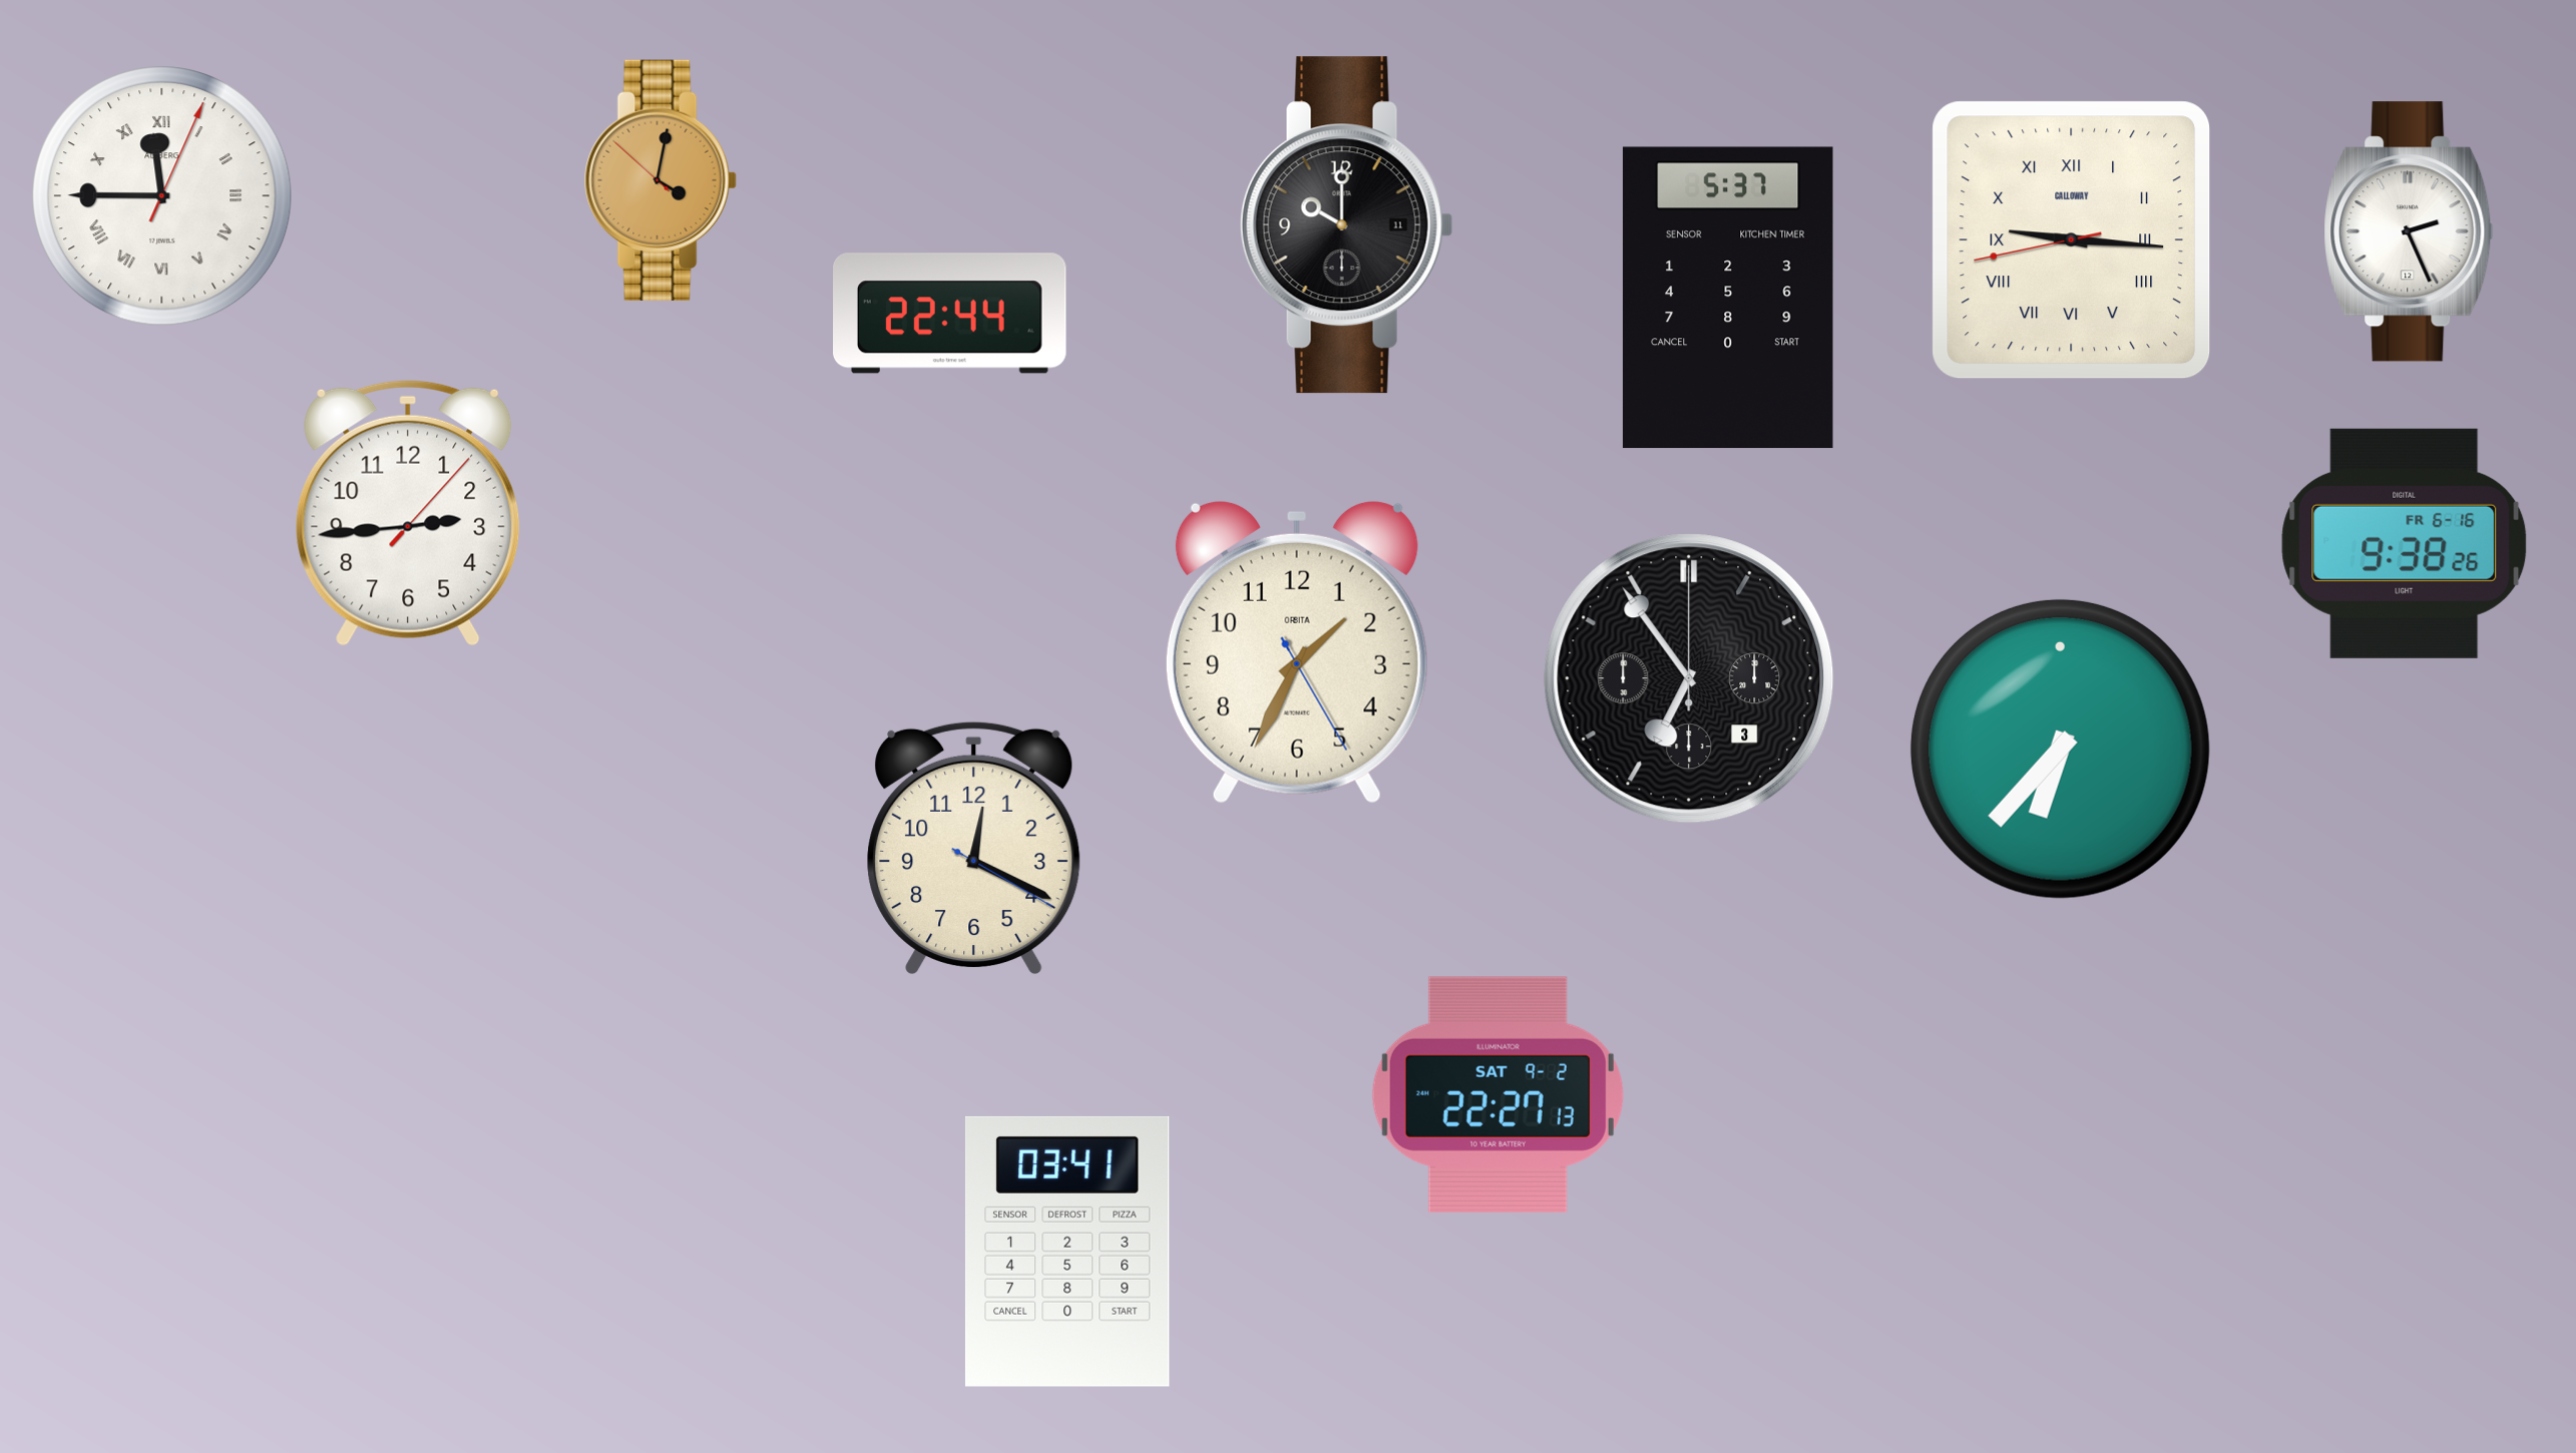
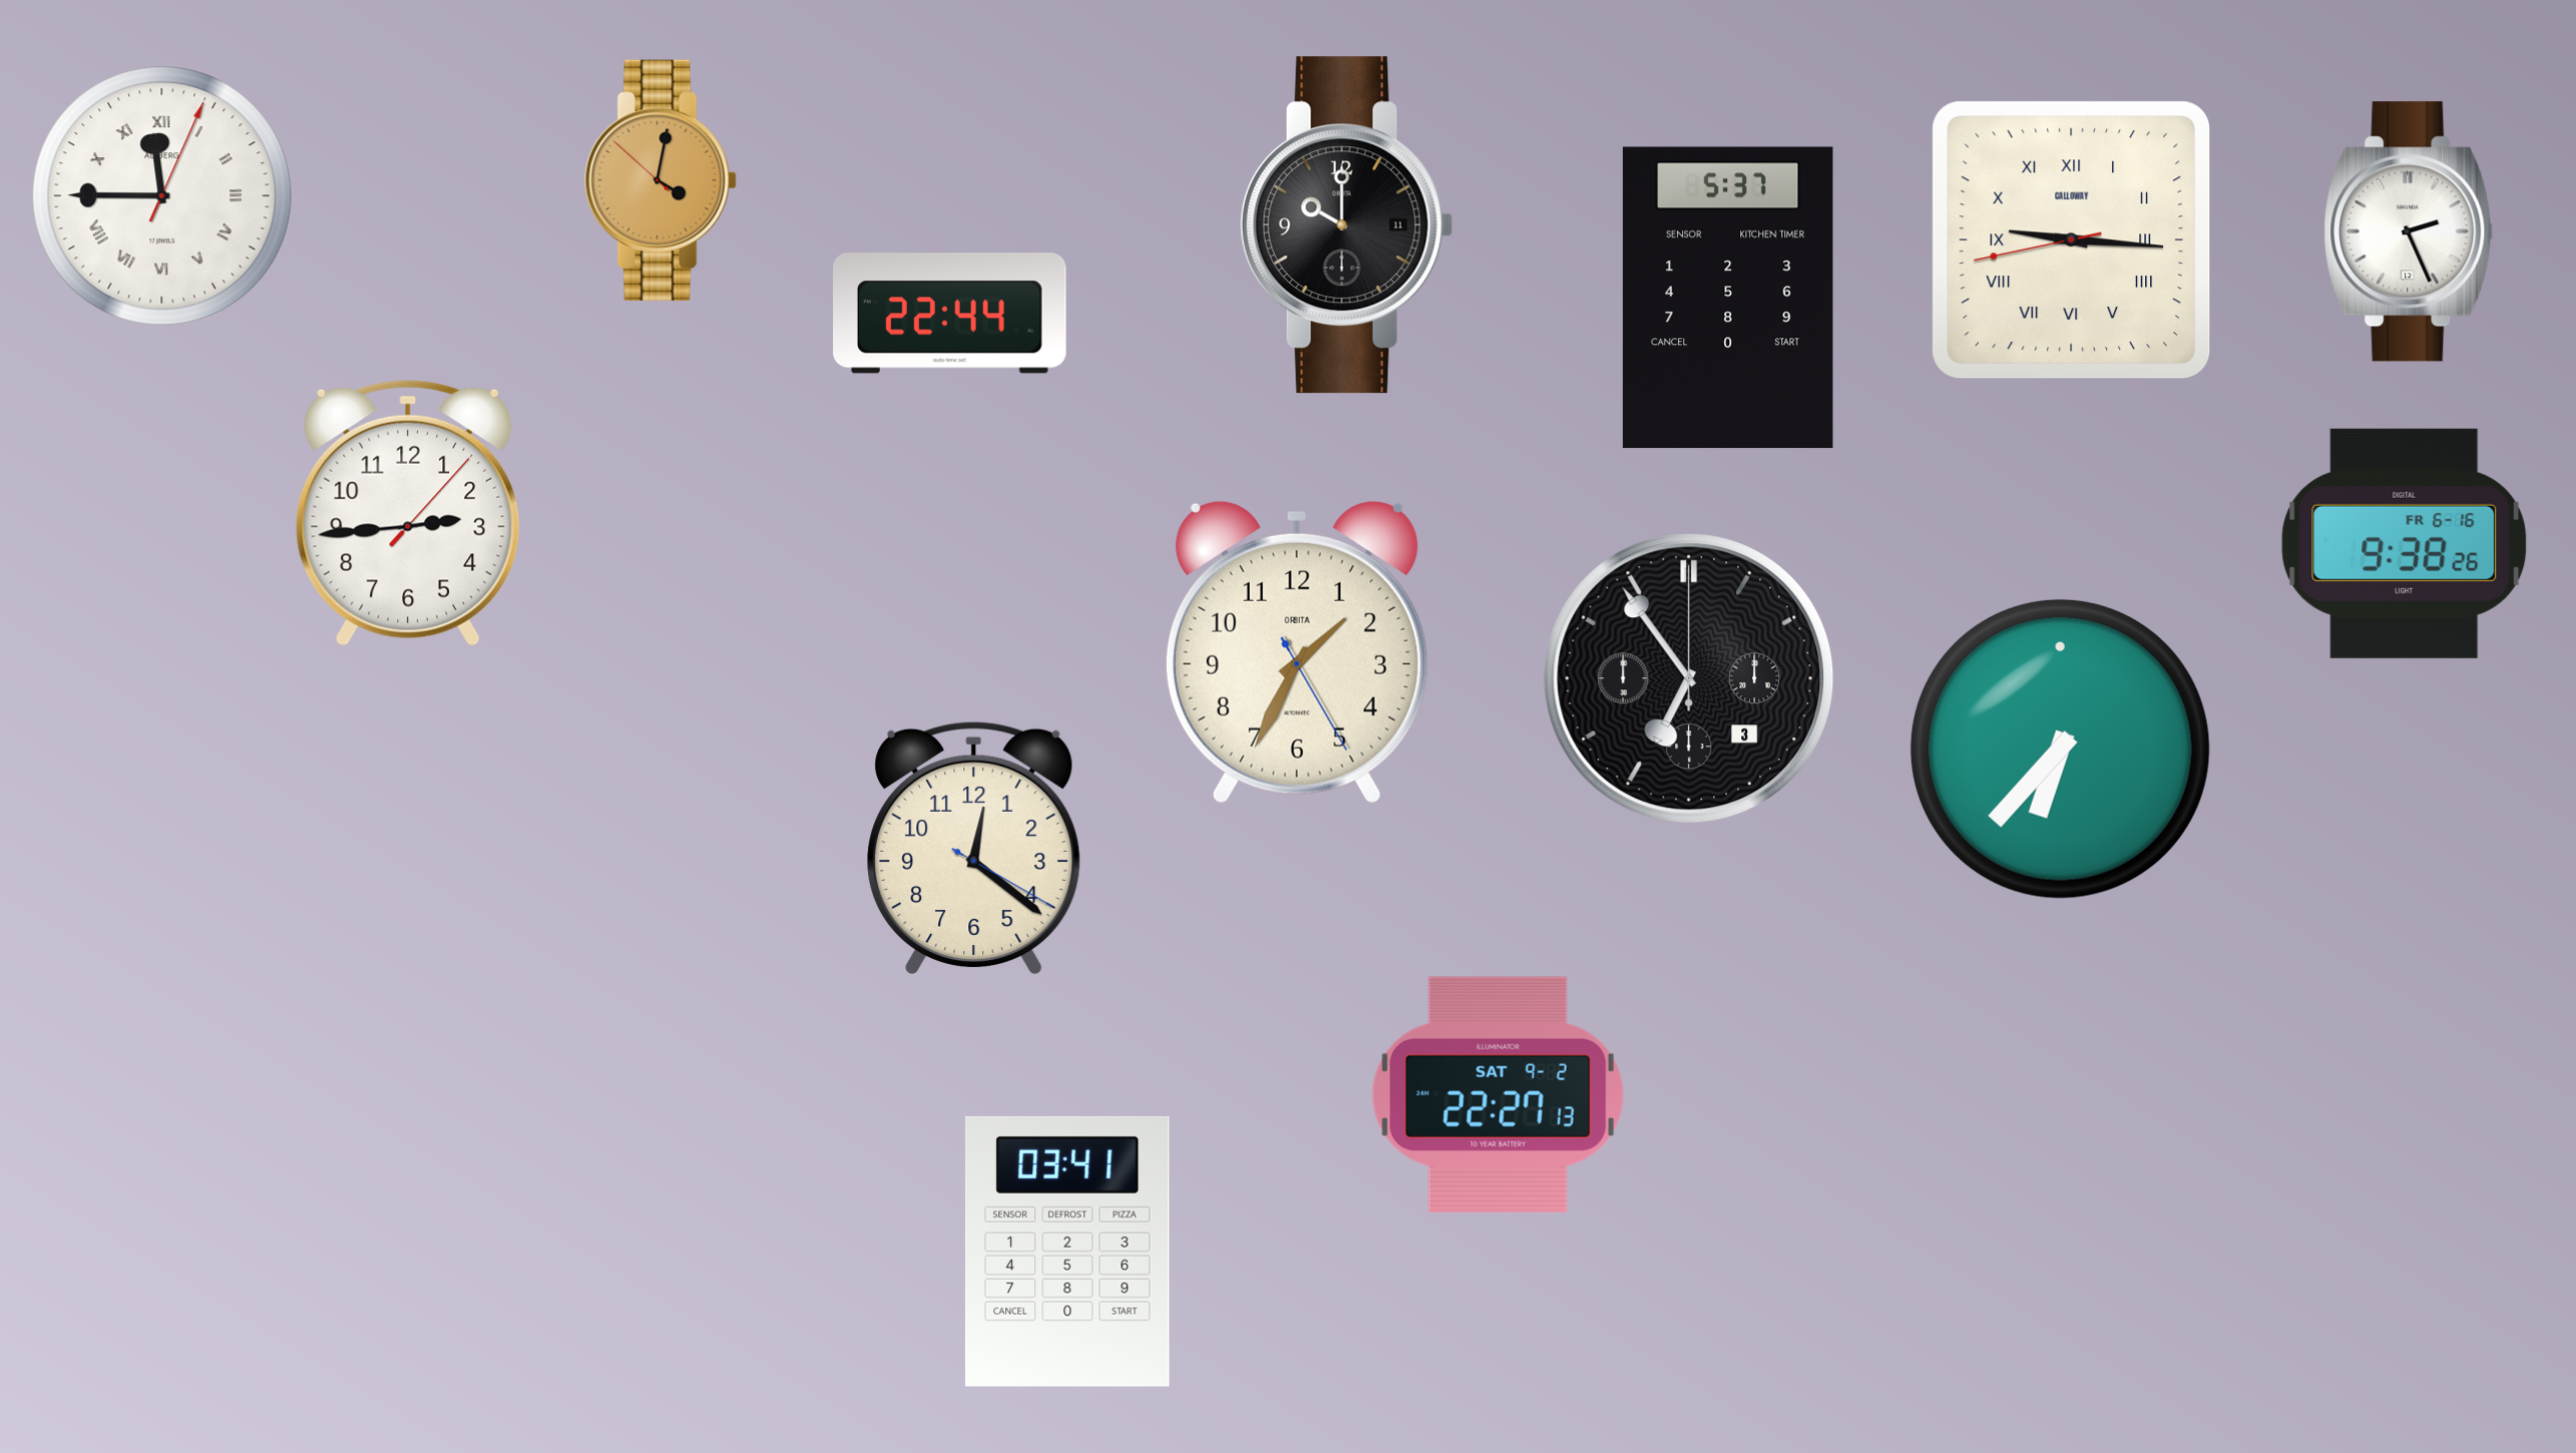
clock at (974, 848): 12:19 -> 12:21
